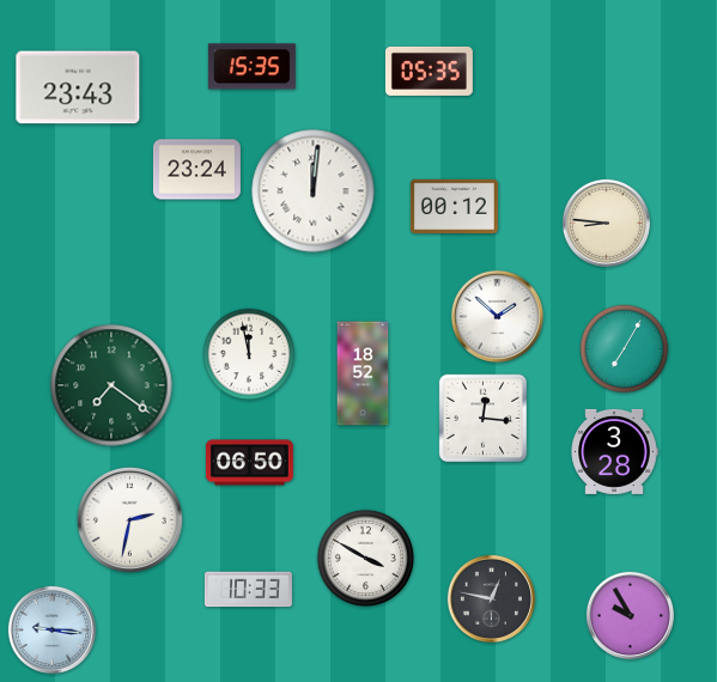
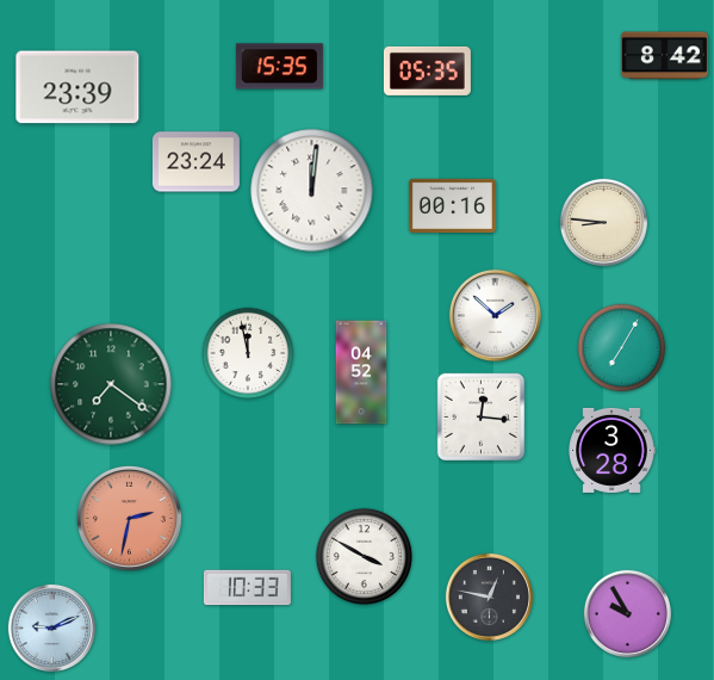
clock at (664, 56): none -> 8:42
clock at (251, 67) position: (251, 67) -> (279, 67)
clock at (78, 87): 23:43 -> 23:39
clock at (196, 170) position: (196, 170) -> (195, 162)
clock at (454, 206): 00:12 -> 00:16
clock at (363, 373): 18:52 -> 04:52
clock at (249, 463): 06:50 -> none
clock at (129, 519) dial: white -> salmon
clock at (51, 629): 9:16 -> 9:11
